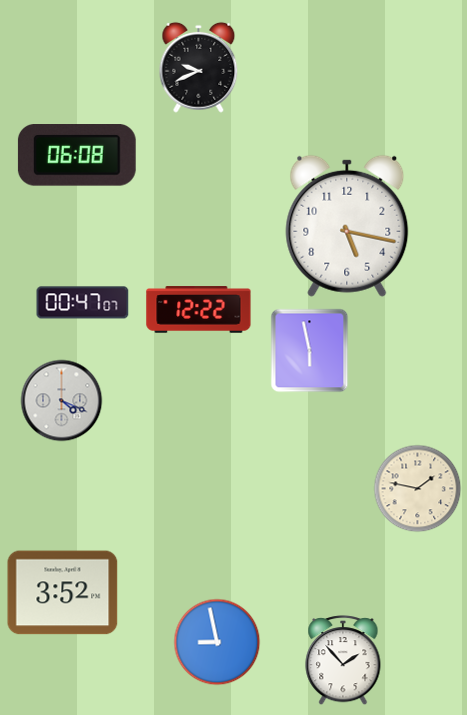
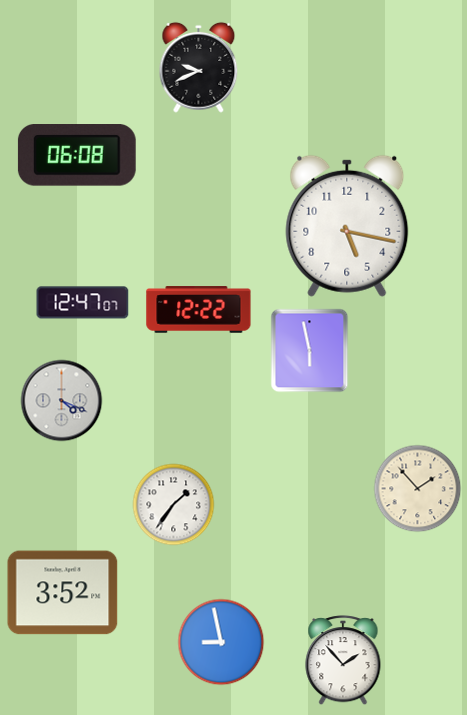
clock at (83, 303): 00:47 -> 12:47
clock at (418, 489): 1:47 -> 1:53
clock at (174, 505): none -> 1:36
clock at (217, 642) position: (217, 642) -> (221, 642)
